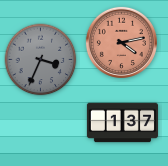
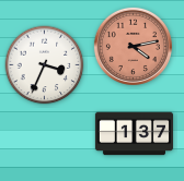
clock at (41, 60) dial: grey -> white
